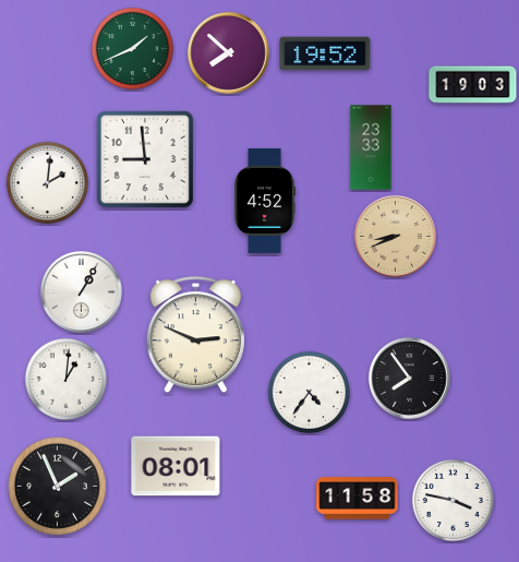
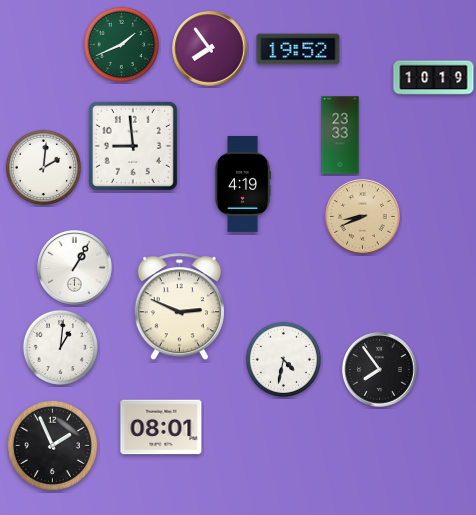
clock at (229, 53): 7:52 -> 7:54
clock at (473, 85): 19:03 -> 10:19
clock at (265, 201): 4:52 -> 4:19
clock at (410, 379) position: (410, 379) -> (380, 370)
clock at (309, 392): 4:36 -> 4:32
clock at (358, 499): 11:58 -> none
clock at (452, 500): 3:47 -> none
